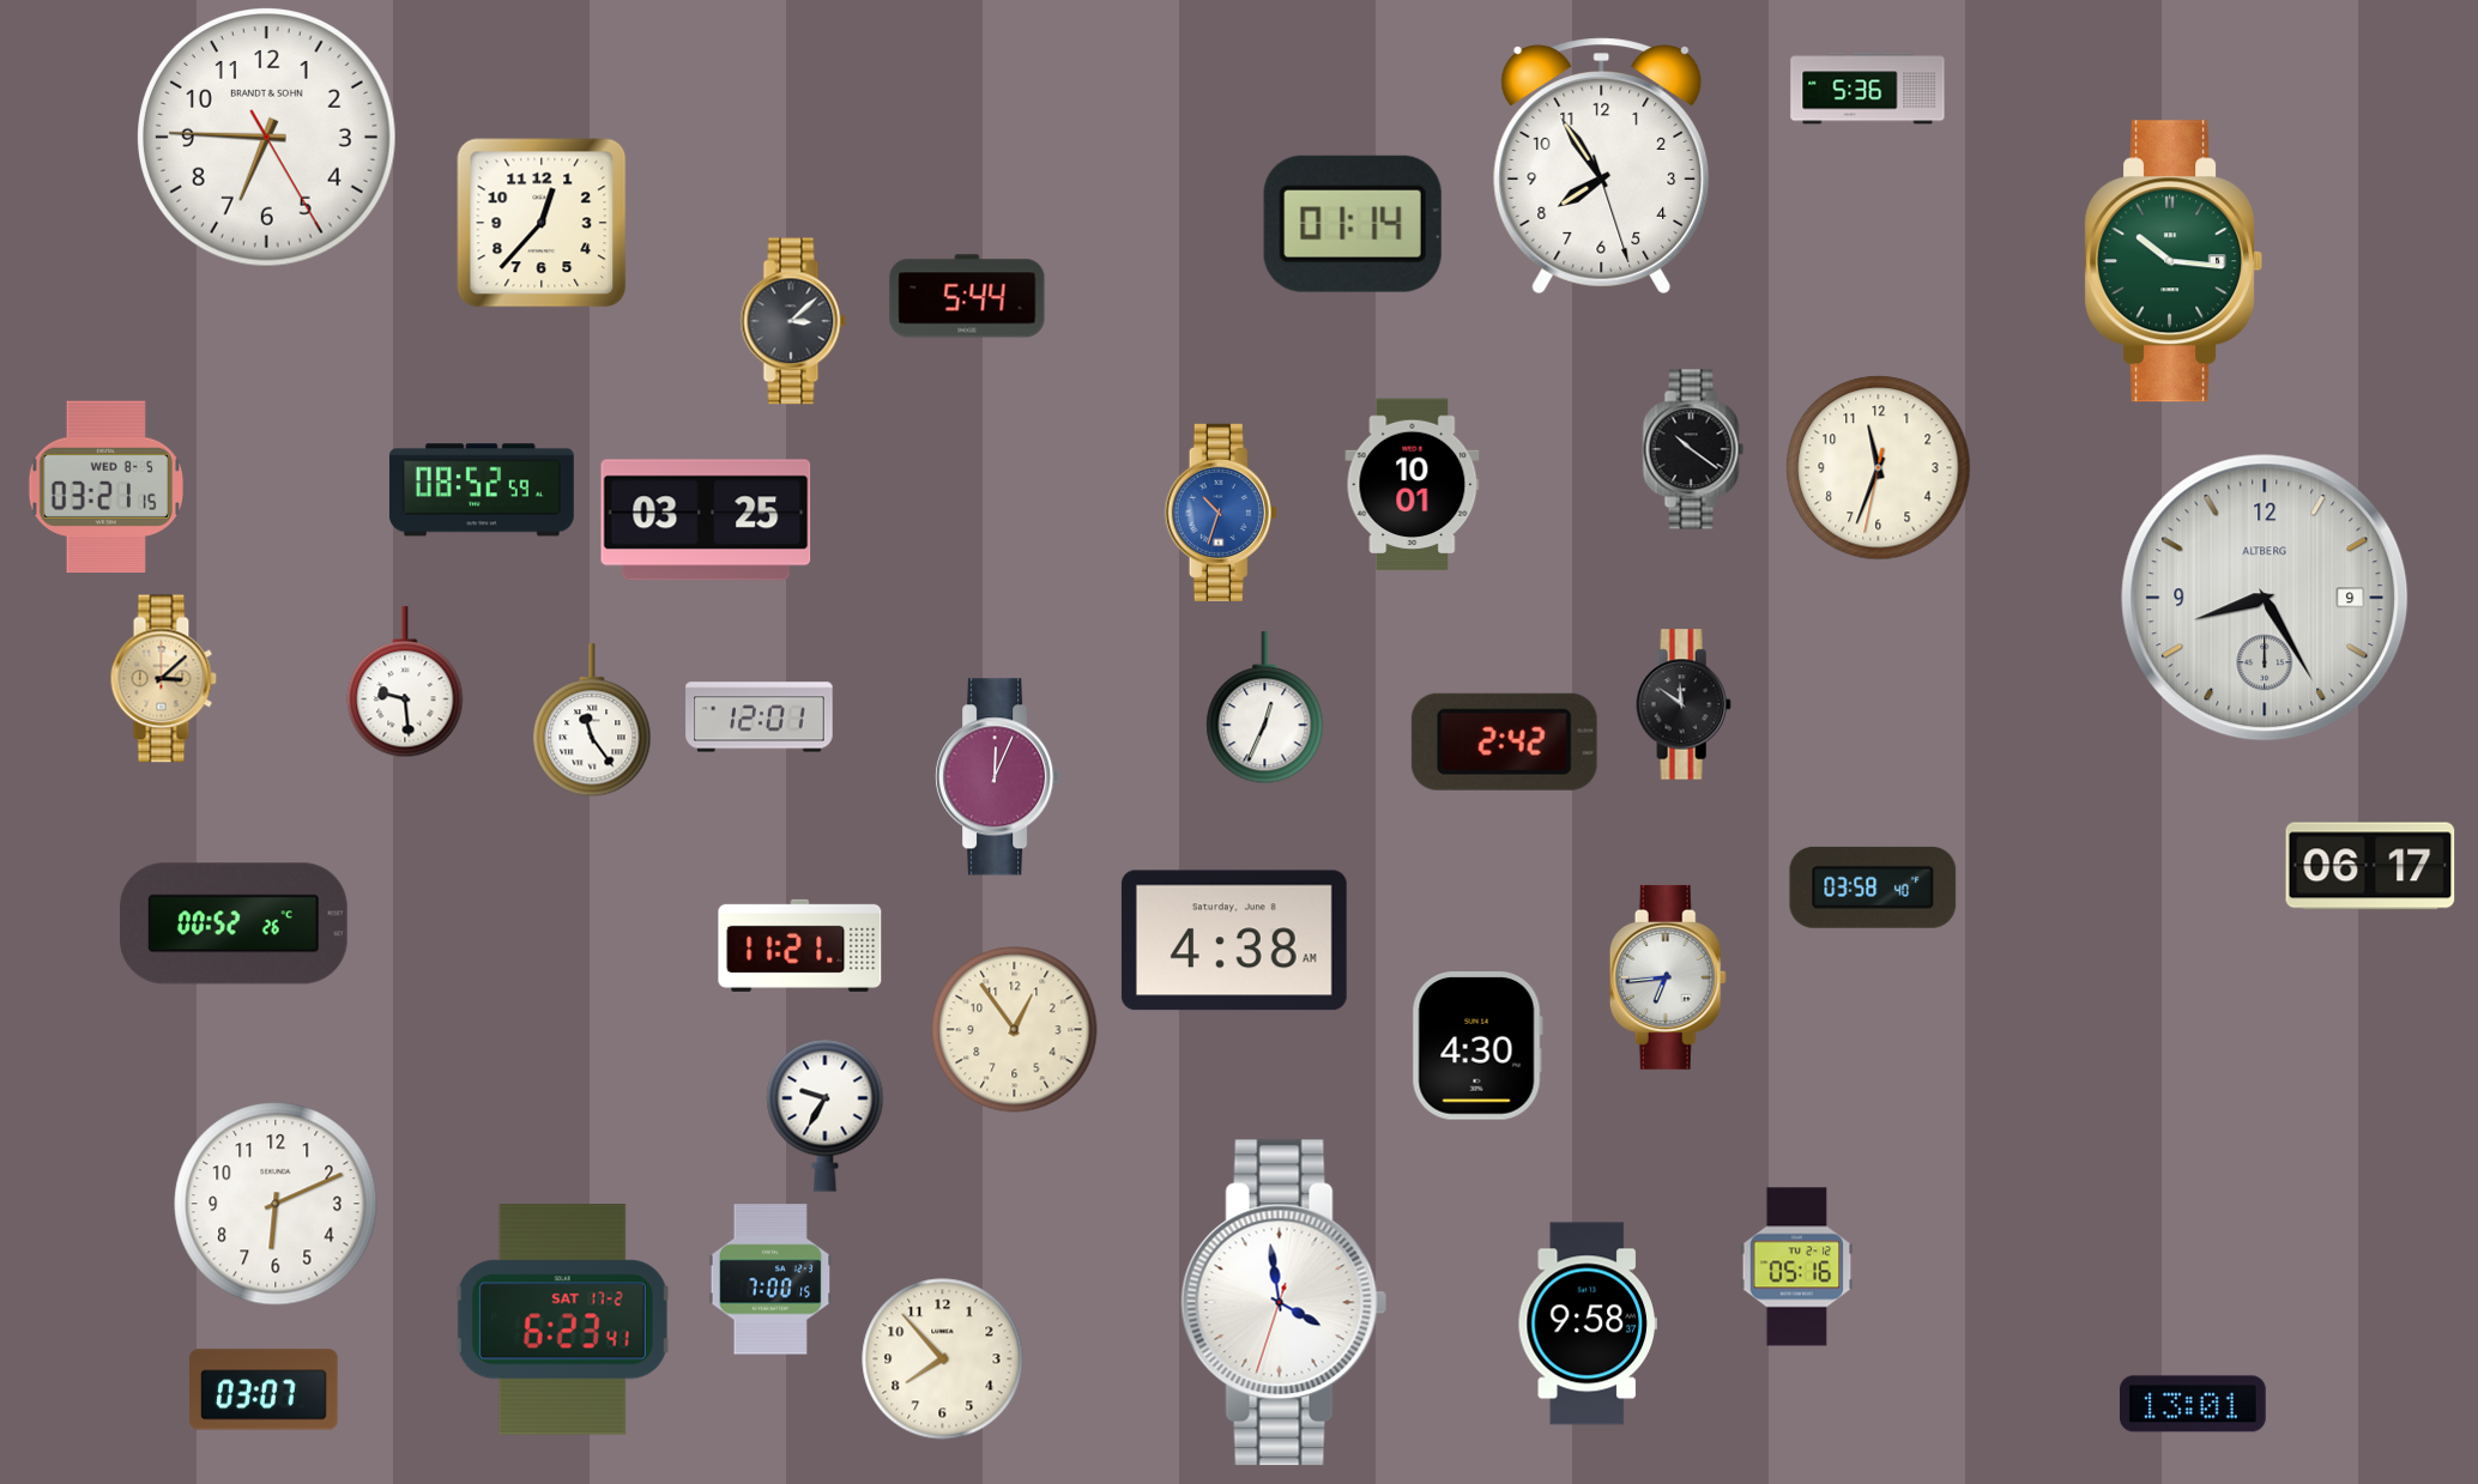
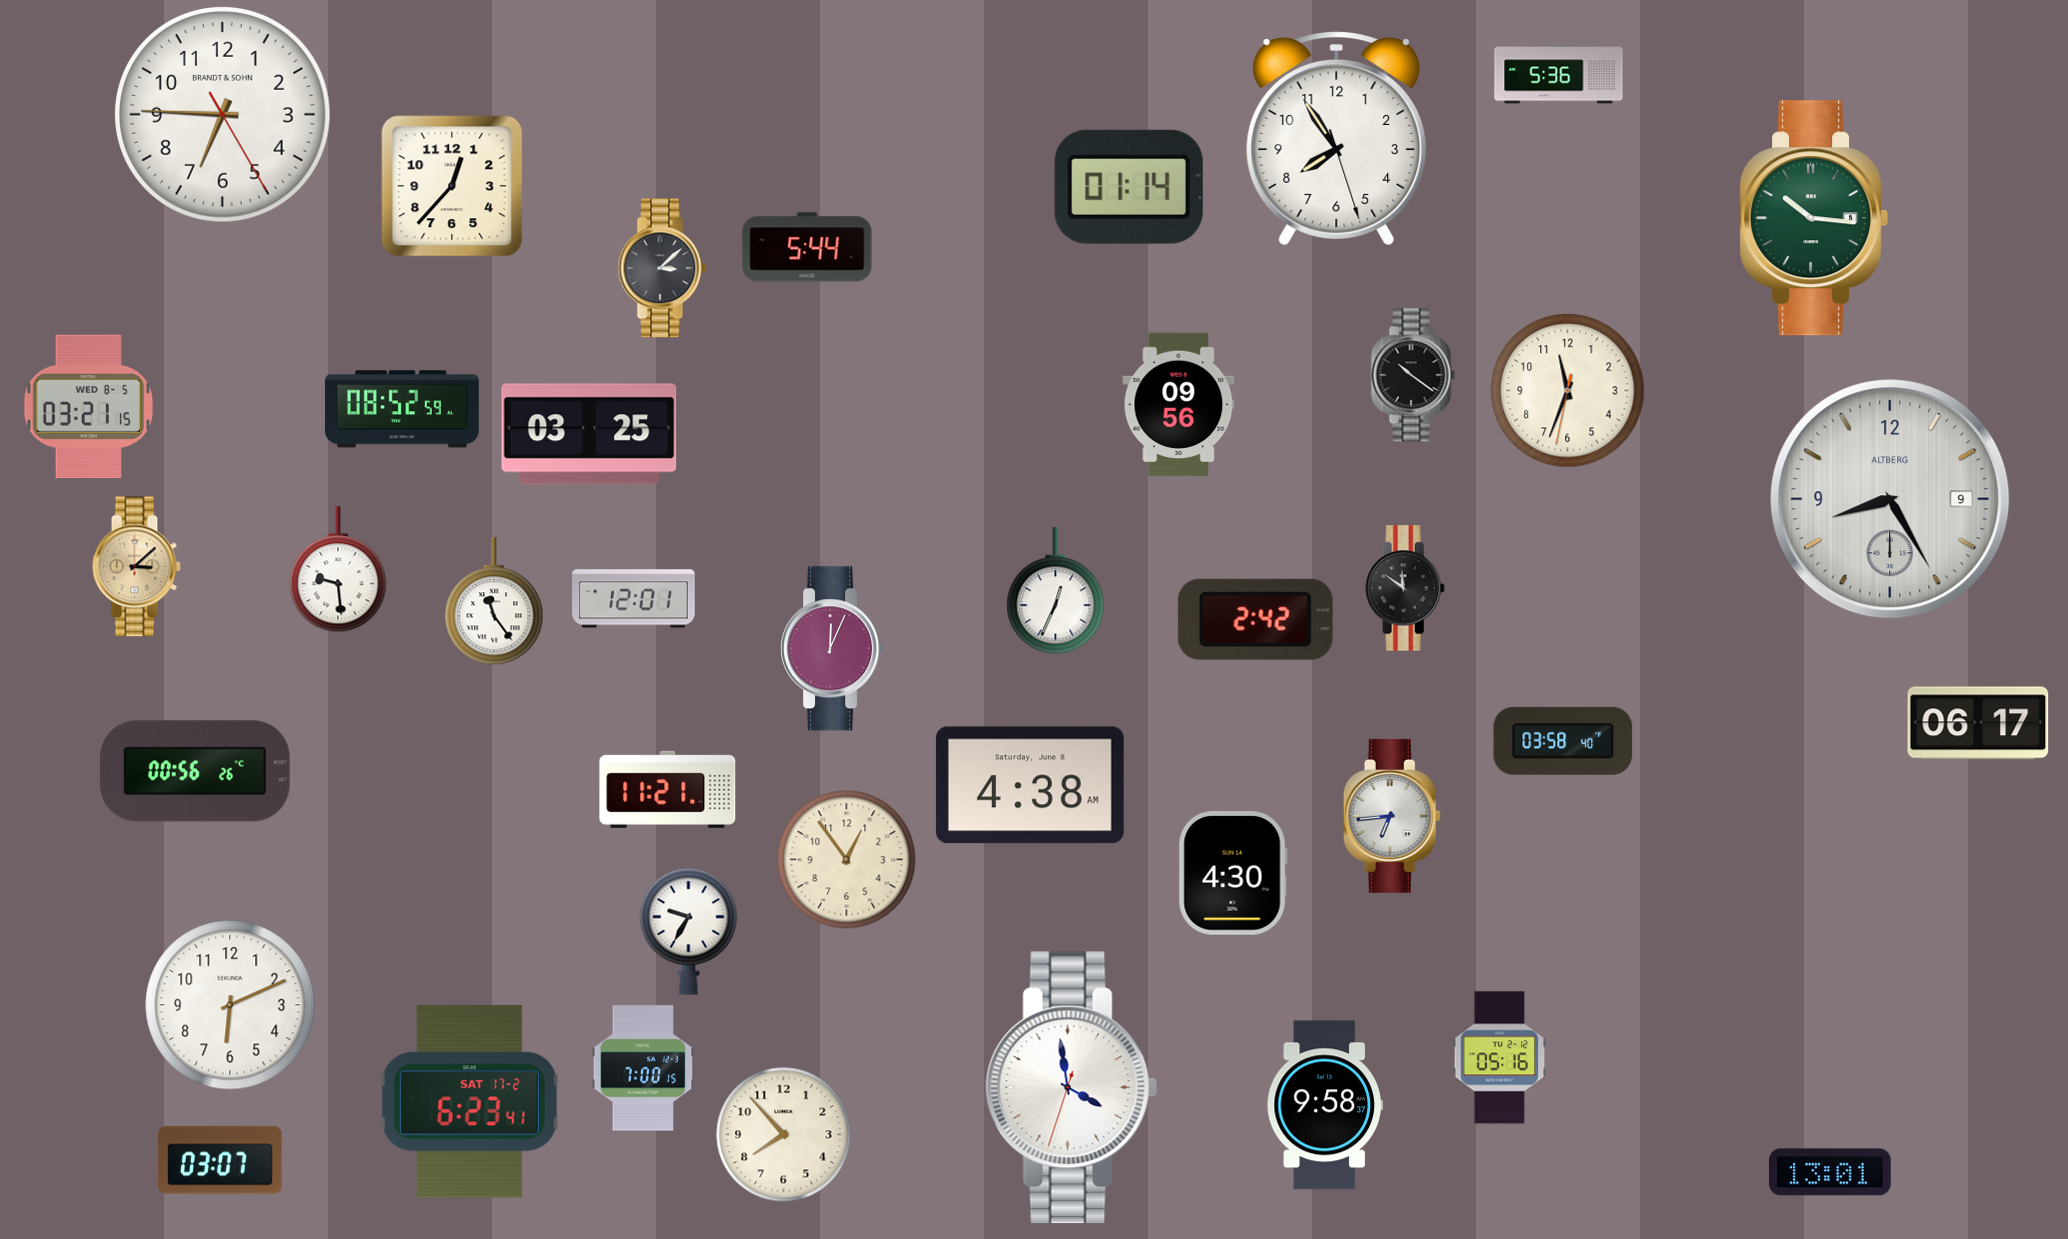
clock at (1413, 485): 10:01 -> 09:56
clock at (1221, 513): 10:33 -> none
clock at (235, 923): 00:52 -> 00:56
clock at (943, 1359) position: (943, 1359) -> (784, 1135)
